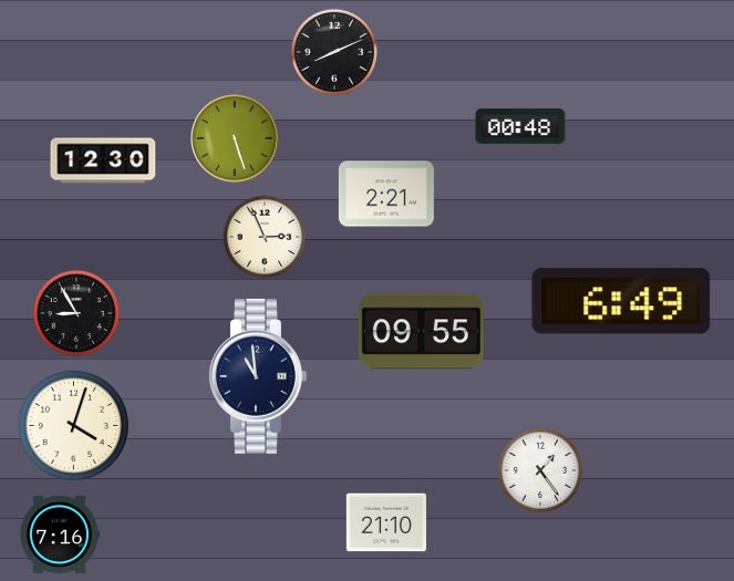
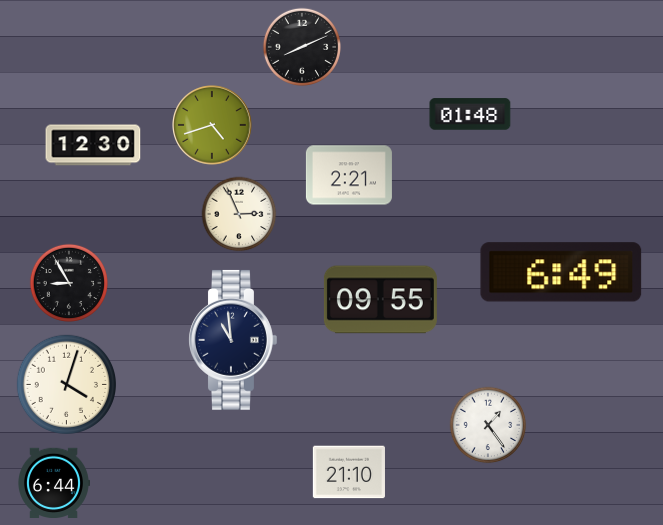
clock at (520, 126): 00:48 -> 01:48
clock at (235, 138): 5:27 -> 4:42
clock at (60, 533): 7:16 -> 6:44
